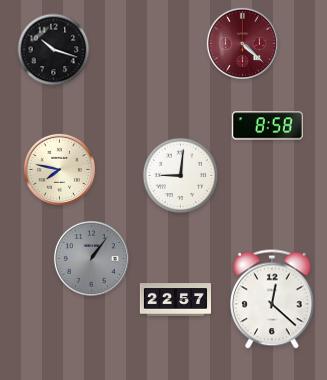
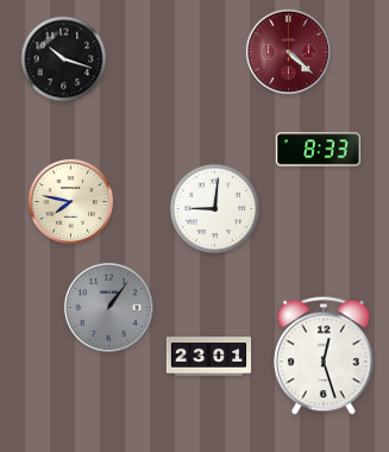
clock at (267, 126): 8:58 -> 8:33
clock at (273, 299): 12:22 -> 12:27
clock at (175, 300): 22:57 -> 23:01
